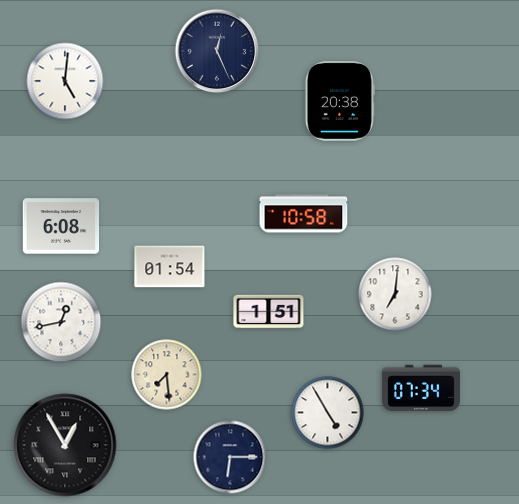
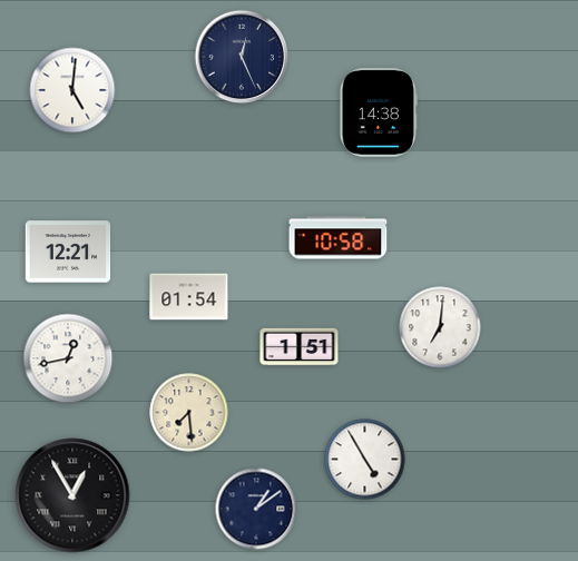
clock at (340, 102): 20:38 -> 14:38
clock at (61, 226): 6:08 -> 12:21
clock at (167, 375) position: (167, 375) -> (189, 413)
clock at (421, 388): 07:34 -> none
clock at (230, 457): 6:15 -> 1:09
